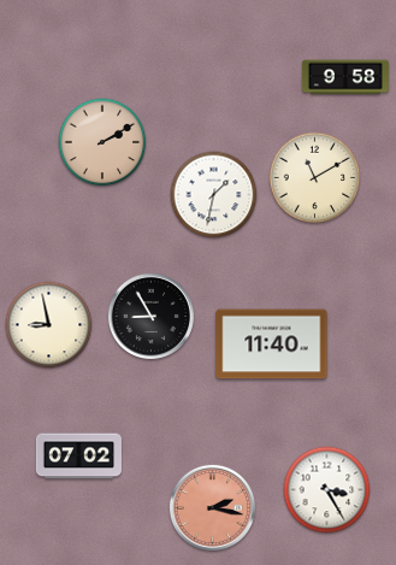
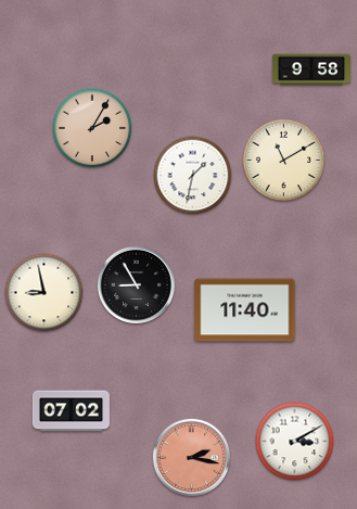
clock at (102, 142): 2:10 -> 2:05
clock at (327, 490): 3:25 -> 3:10
